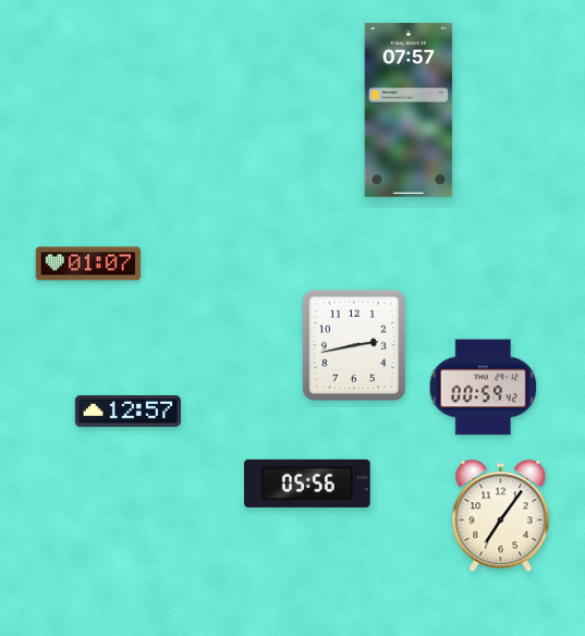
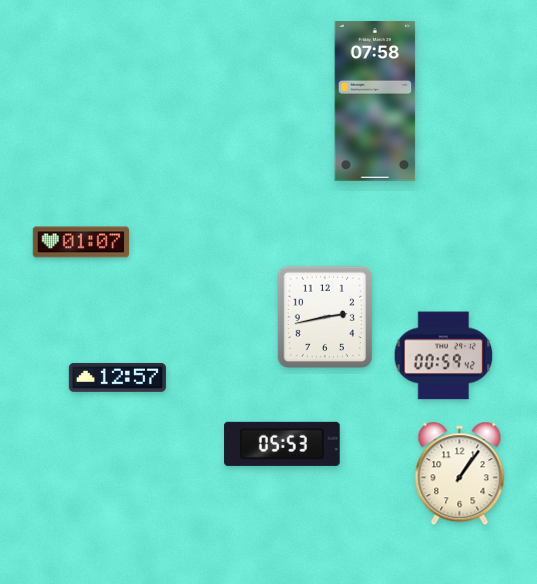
clock at (409, 110): 07:57 -> 07:58
clock at (307, 484): 05:56 -> 05:53
clock at (501, 516): 7:06 -> 1:06
